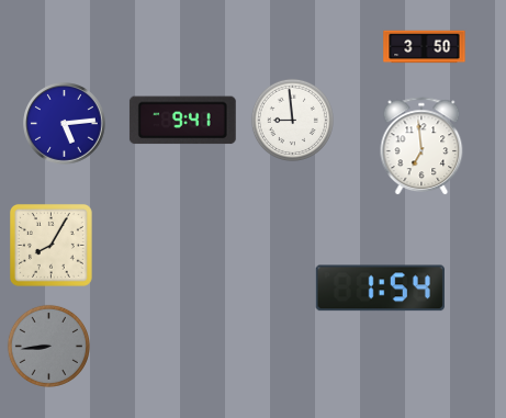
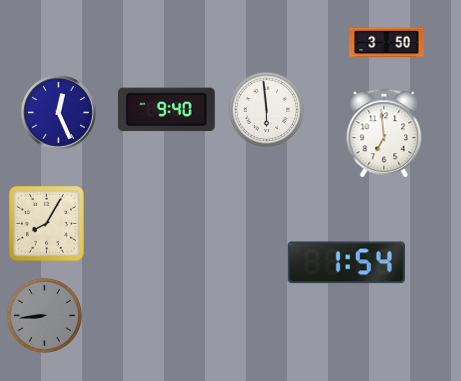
clock at (292, 120): 8:59 -> 5:59
clock at (182, 121): 9:41 -> 9:40
clock at (65, 124): 5:14 -> 12:26
